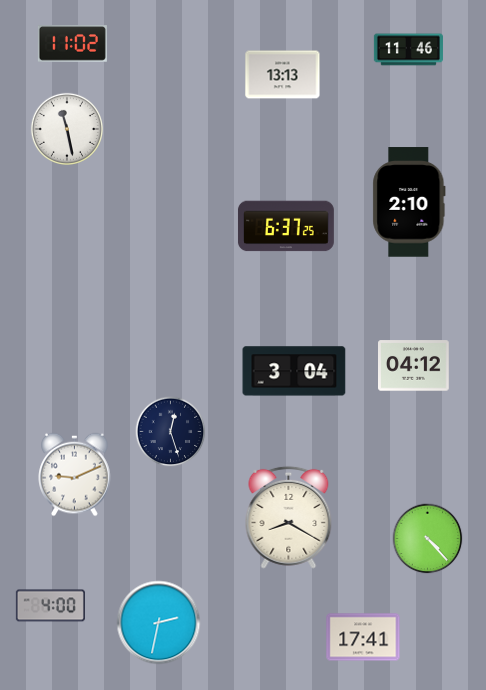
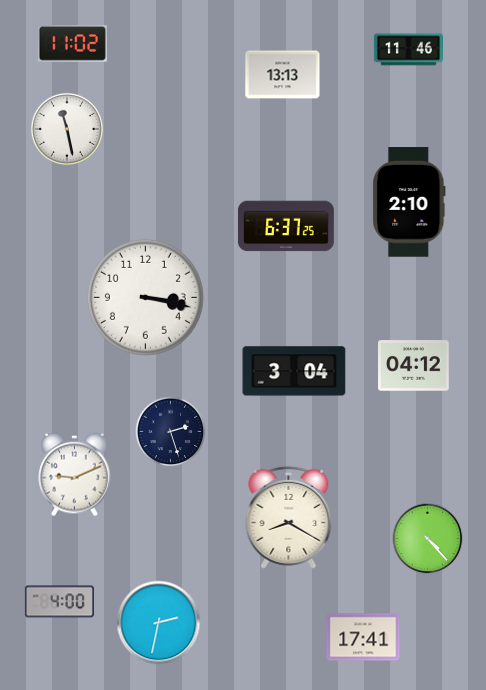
clock at (145, 297): none -> 3:17
clock at (171, 432): 12:27 -> 2:27
clock at (50, 606) position: (50, 606) -> (59, 602)
